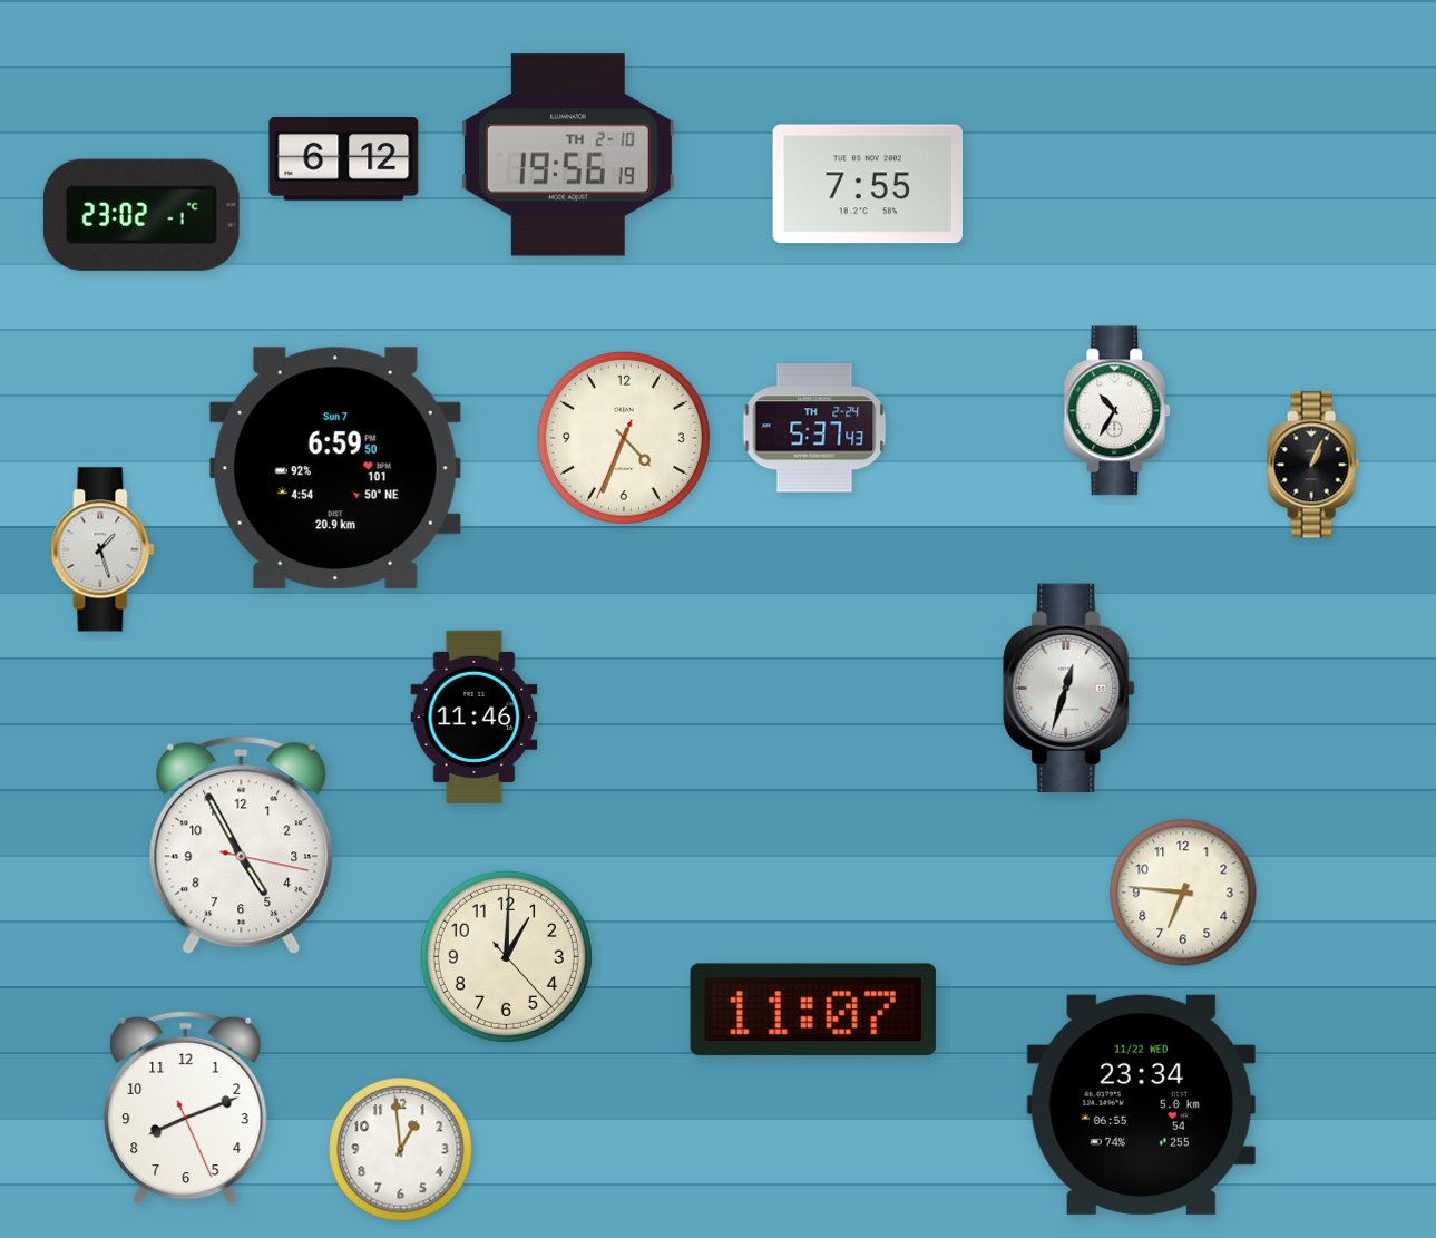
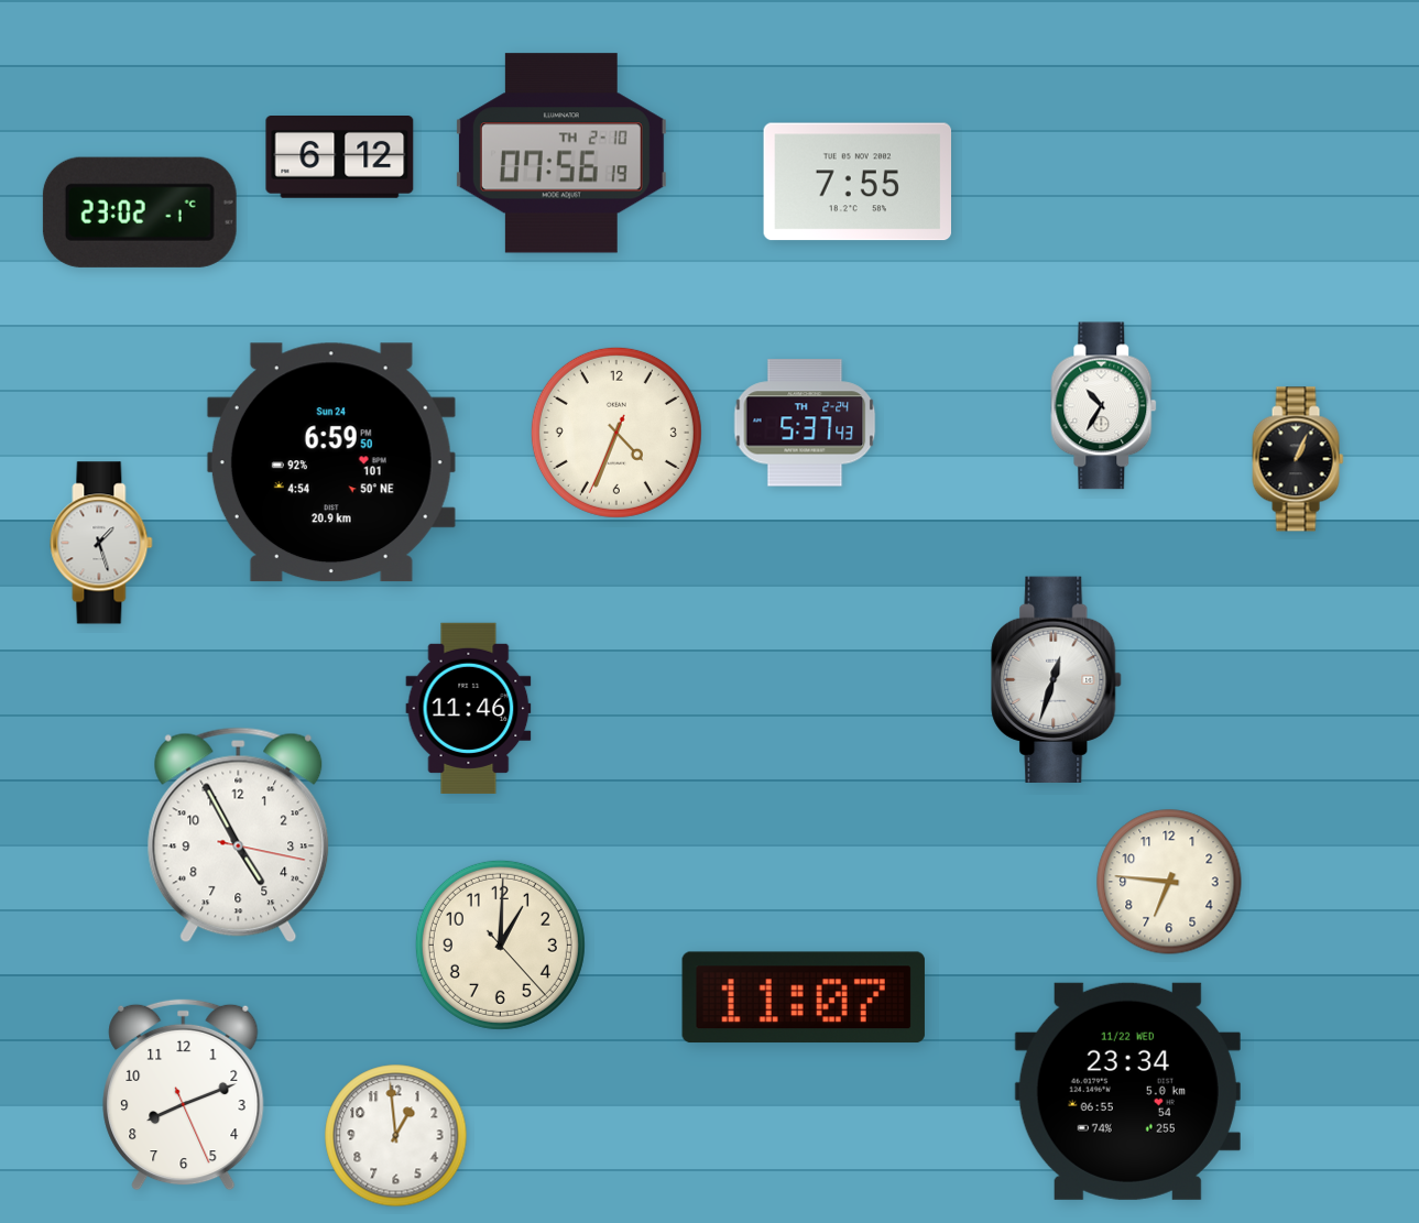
clock at (568, 155): 19:56 -> 07:56
clock at (335, 468) date: Sun 7 -> Sun 24
